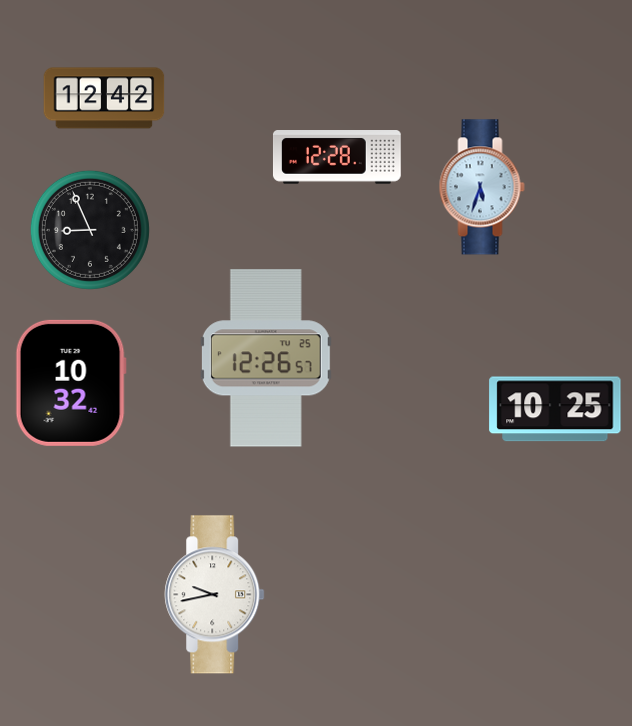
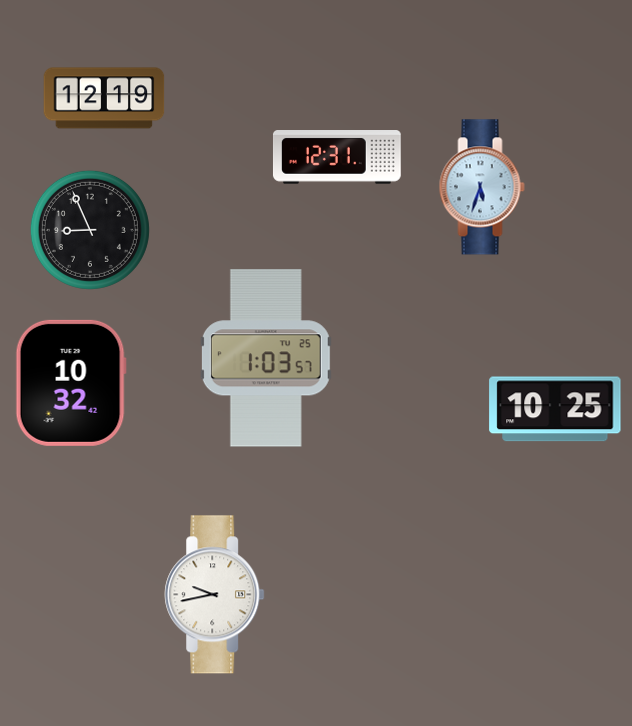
clock at (104, 98): 12:42 -> 12:19
clock at (337, 158): 12:28 -> 12:31
clock at (266, 358): 12:26 -> 1:03
